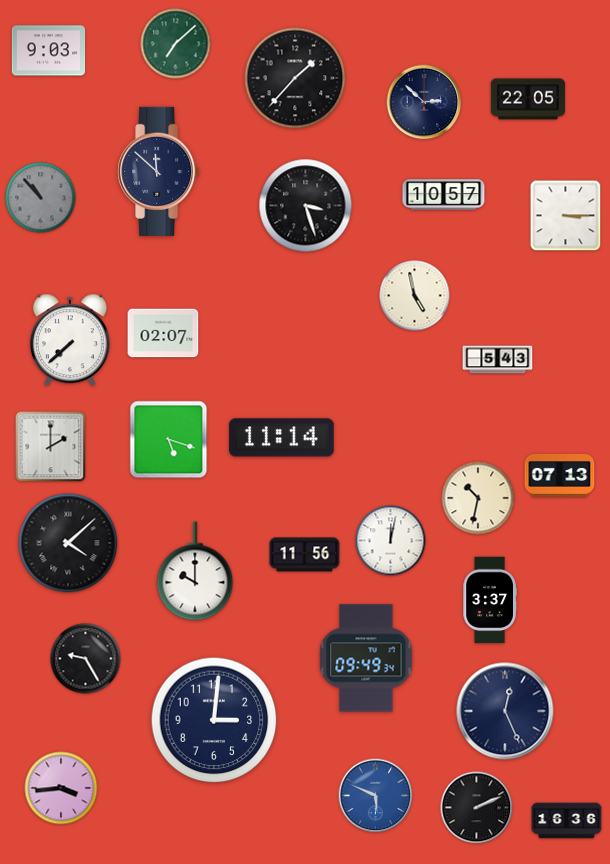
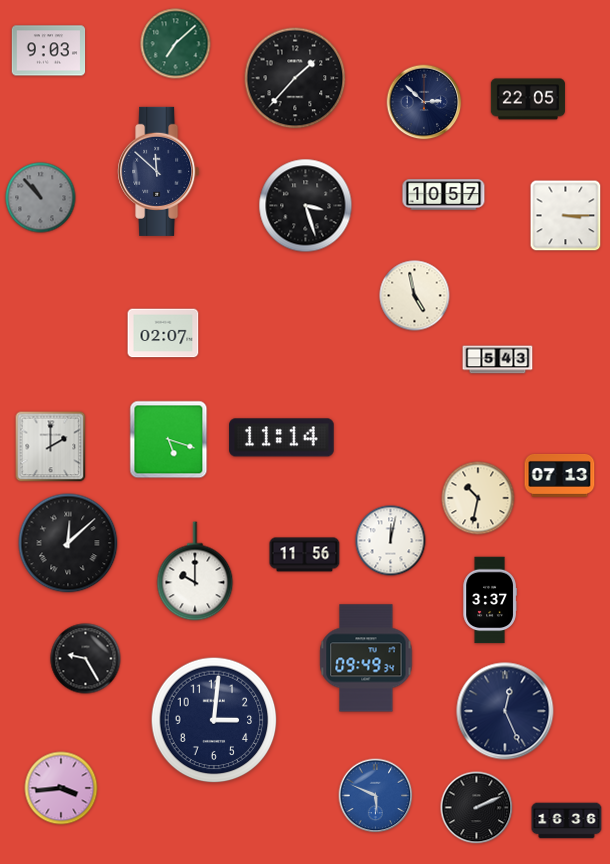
clock at (70, 340): 7:38 -> none
clock at (68, 543): 4:08 -> 12:08
